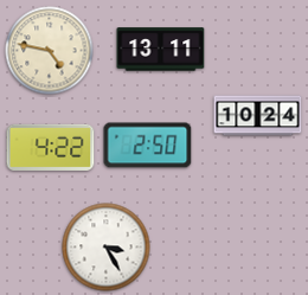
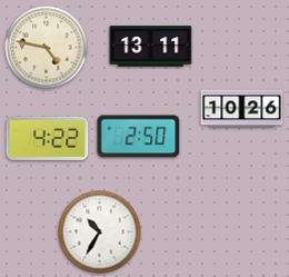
clock at (258, 116): 10:24 -> 10:26
clock at (107, 248): 3:25 -> 10:35
